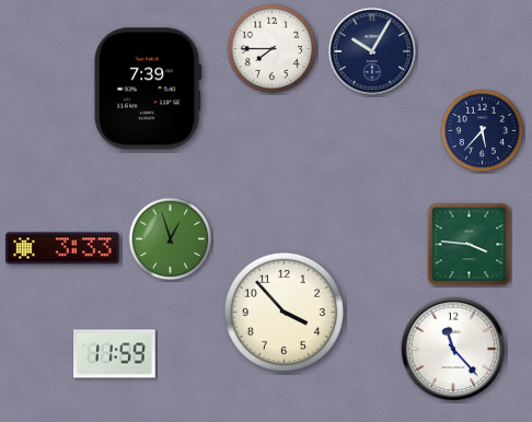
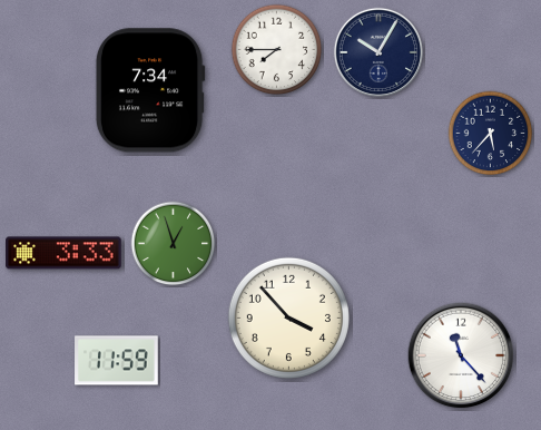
clock at (148, 89): 7:39 -> 7:34
clock at (470, 245): 3:46 -> none
